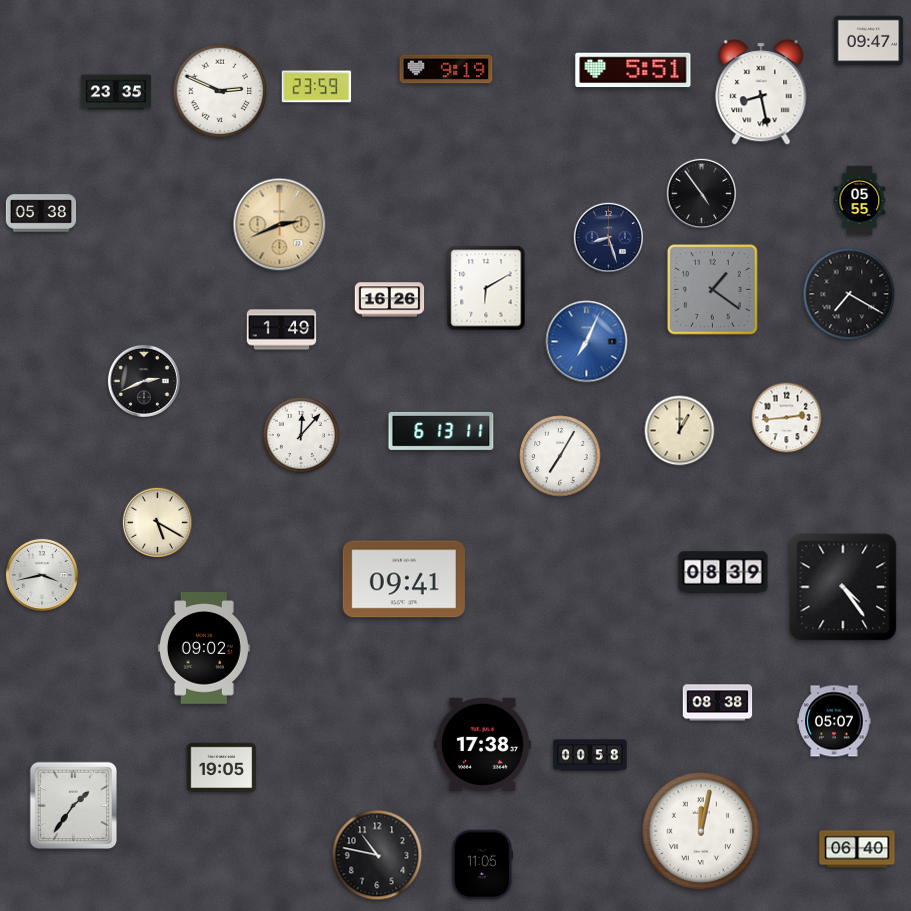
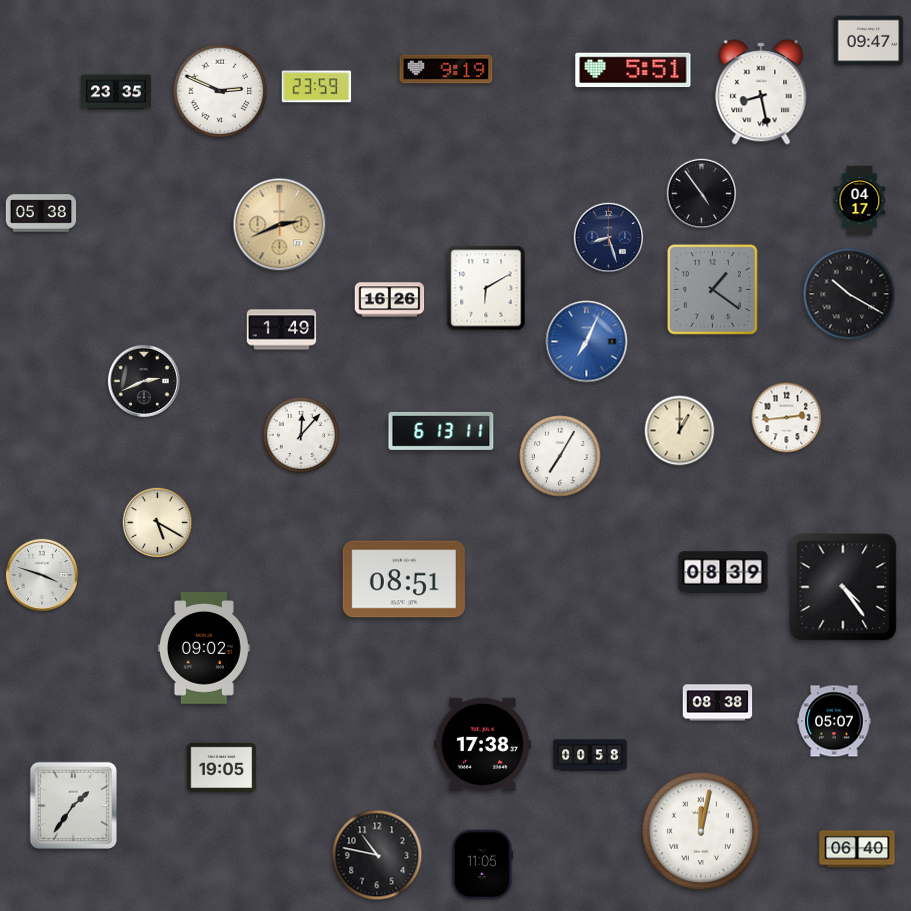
clock at (860, 201): 05:55 -> 04:17
clock at (849, 294): 7:20 -> 10:20
clock at (42, 575): 3:43 -> 3:48
clock at (404, 579): 09:41 -> 08:51
